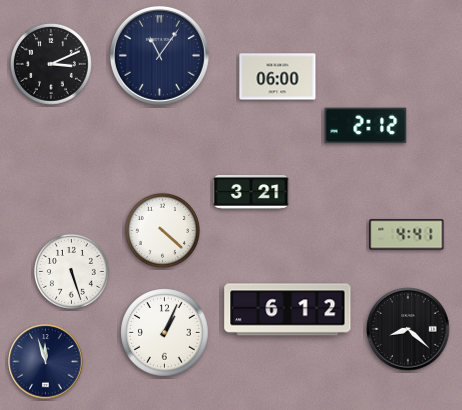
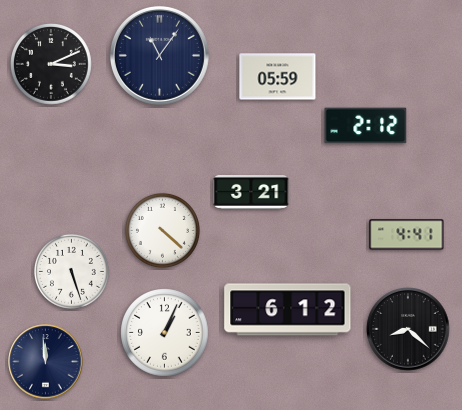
clock at (278, 77): 06:00 -> 05:59
clock at (46, 362): 11:57 -> 11:59
